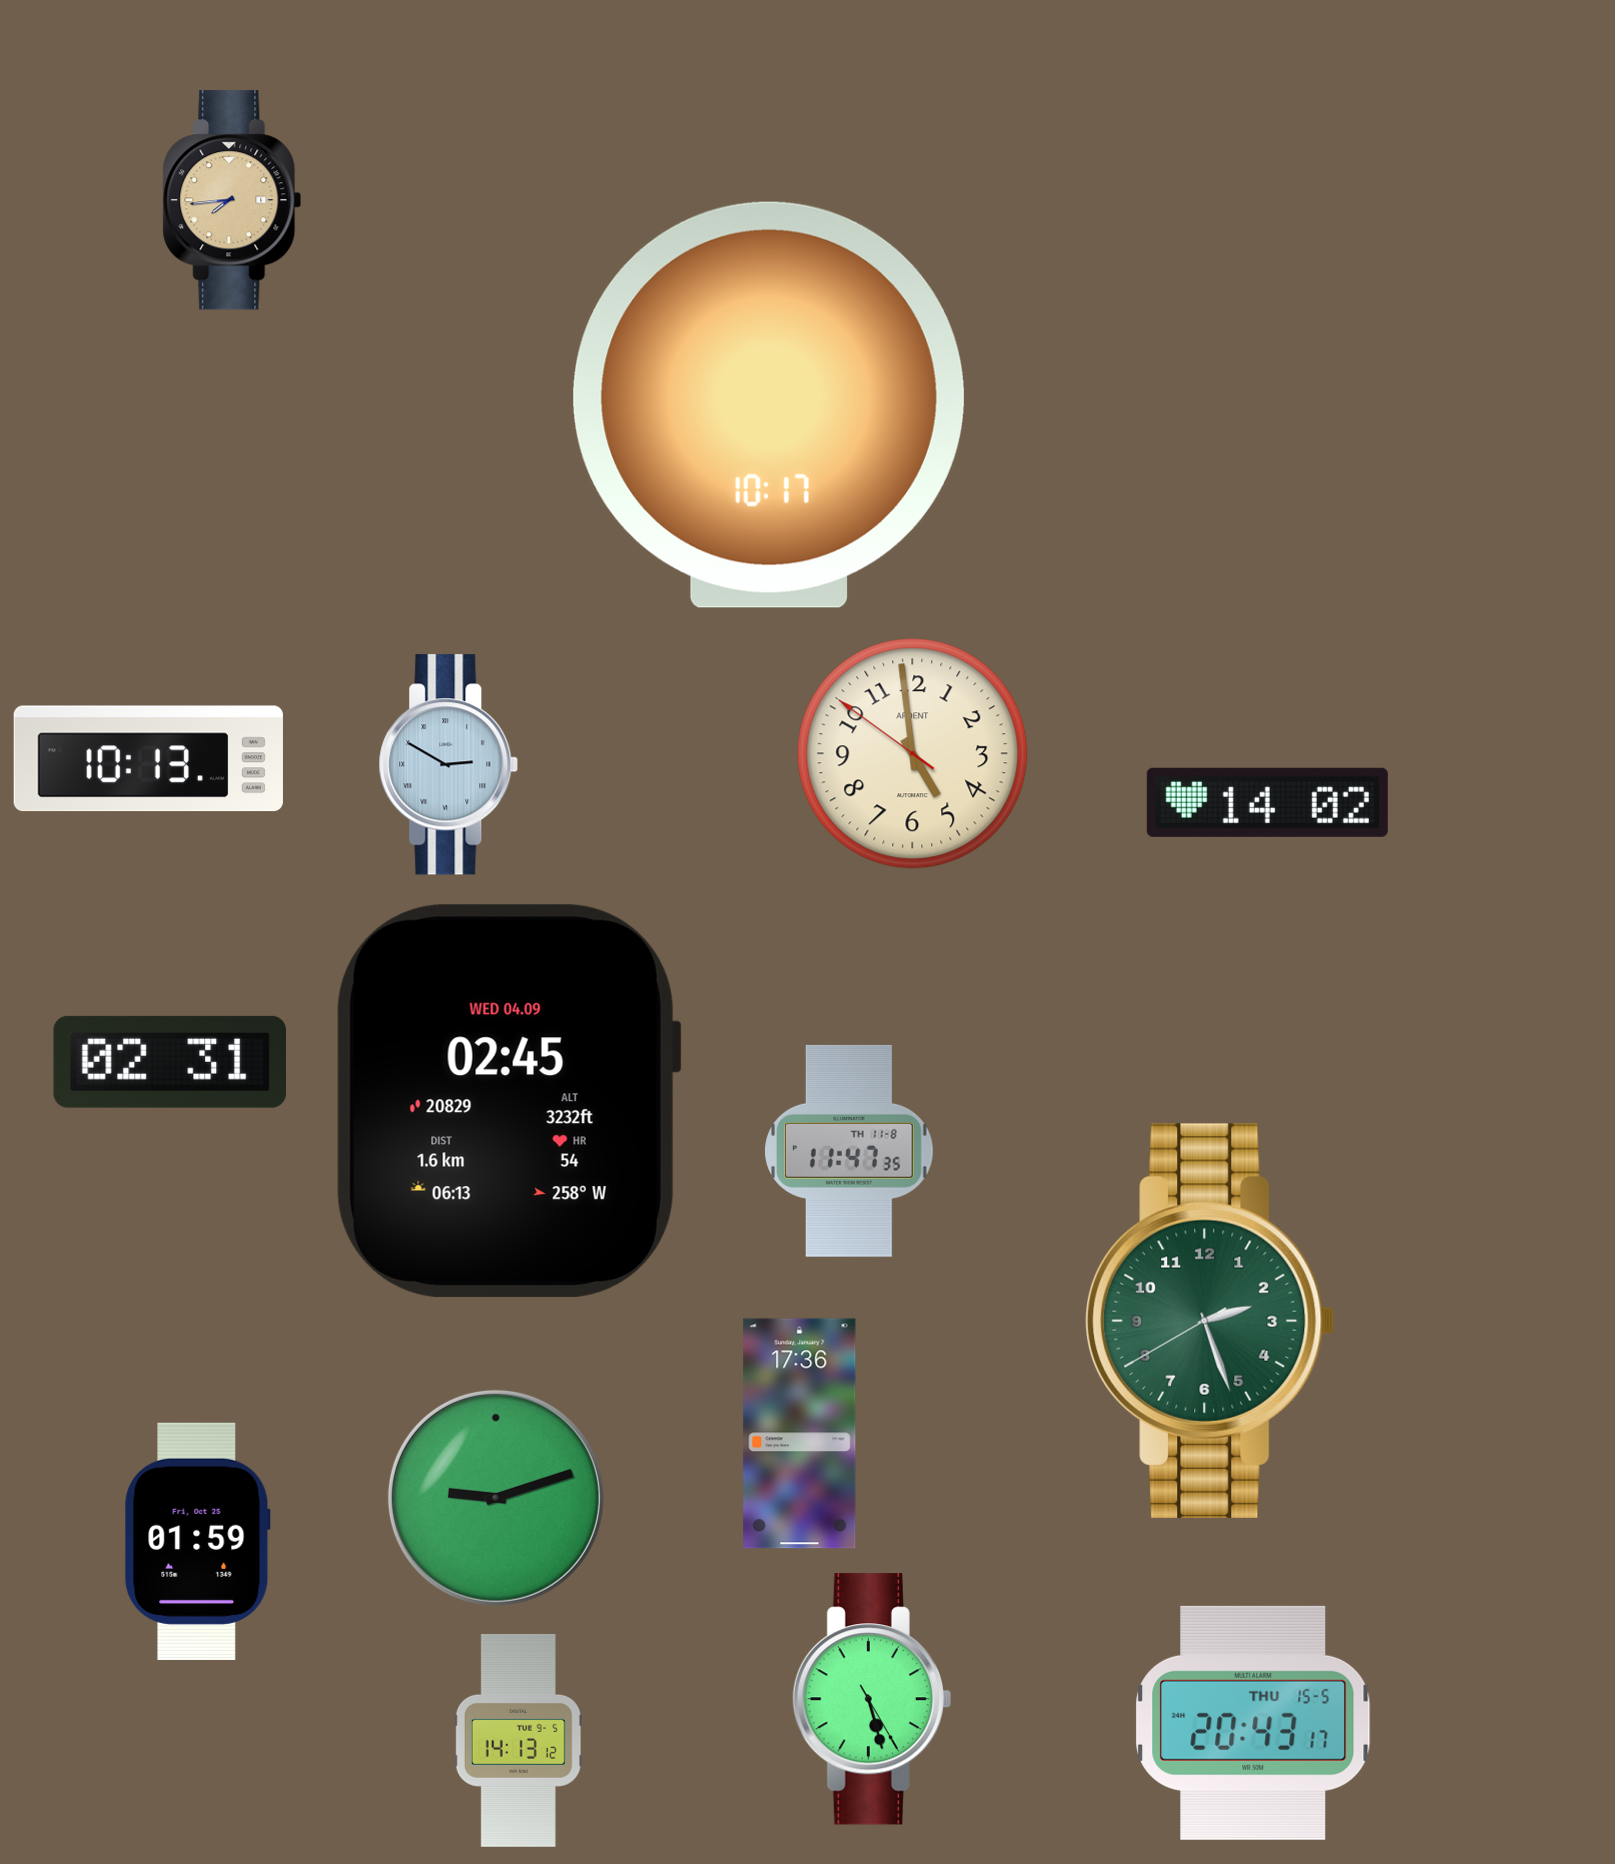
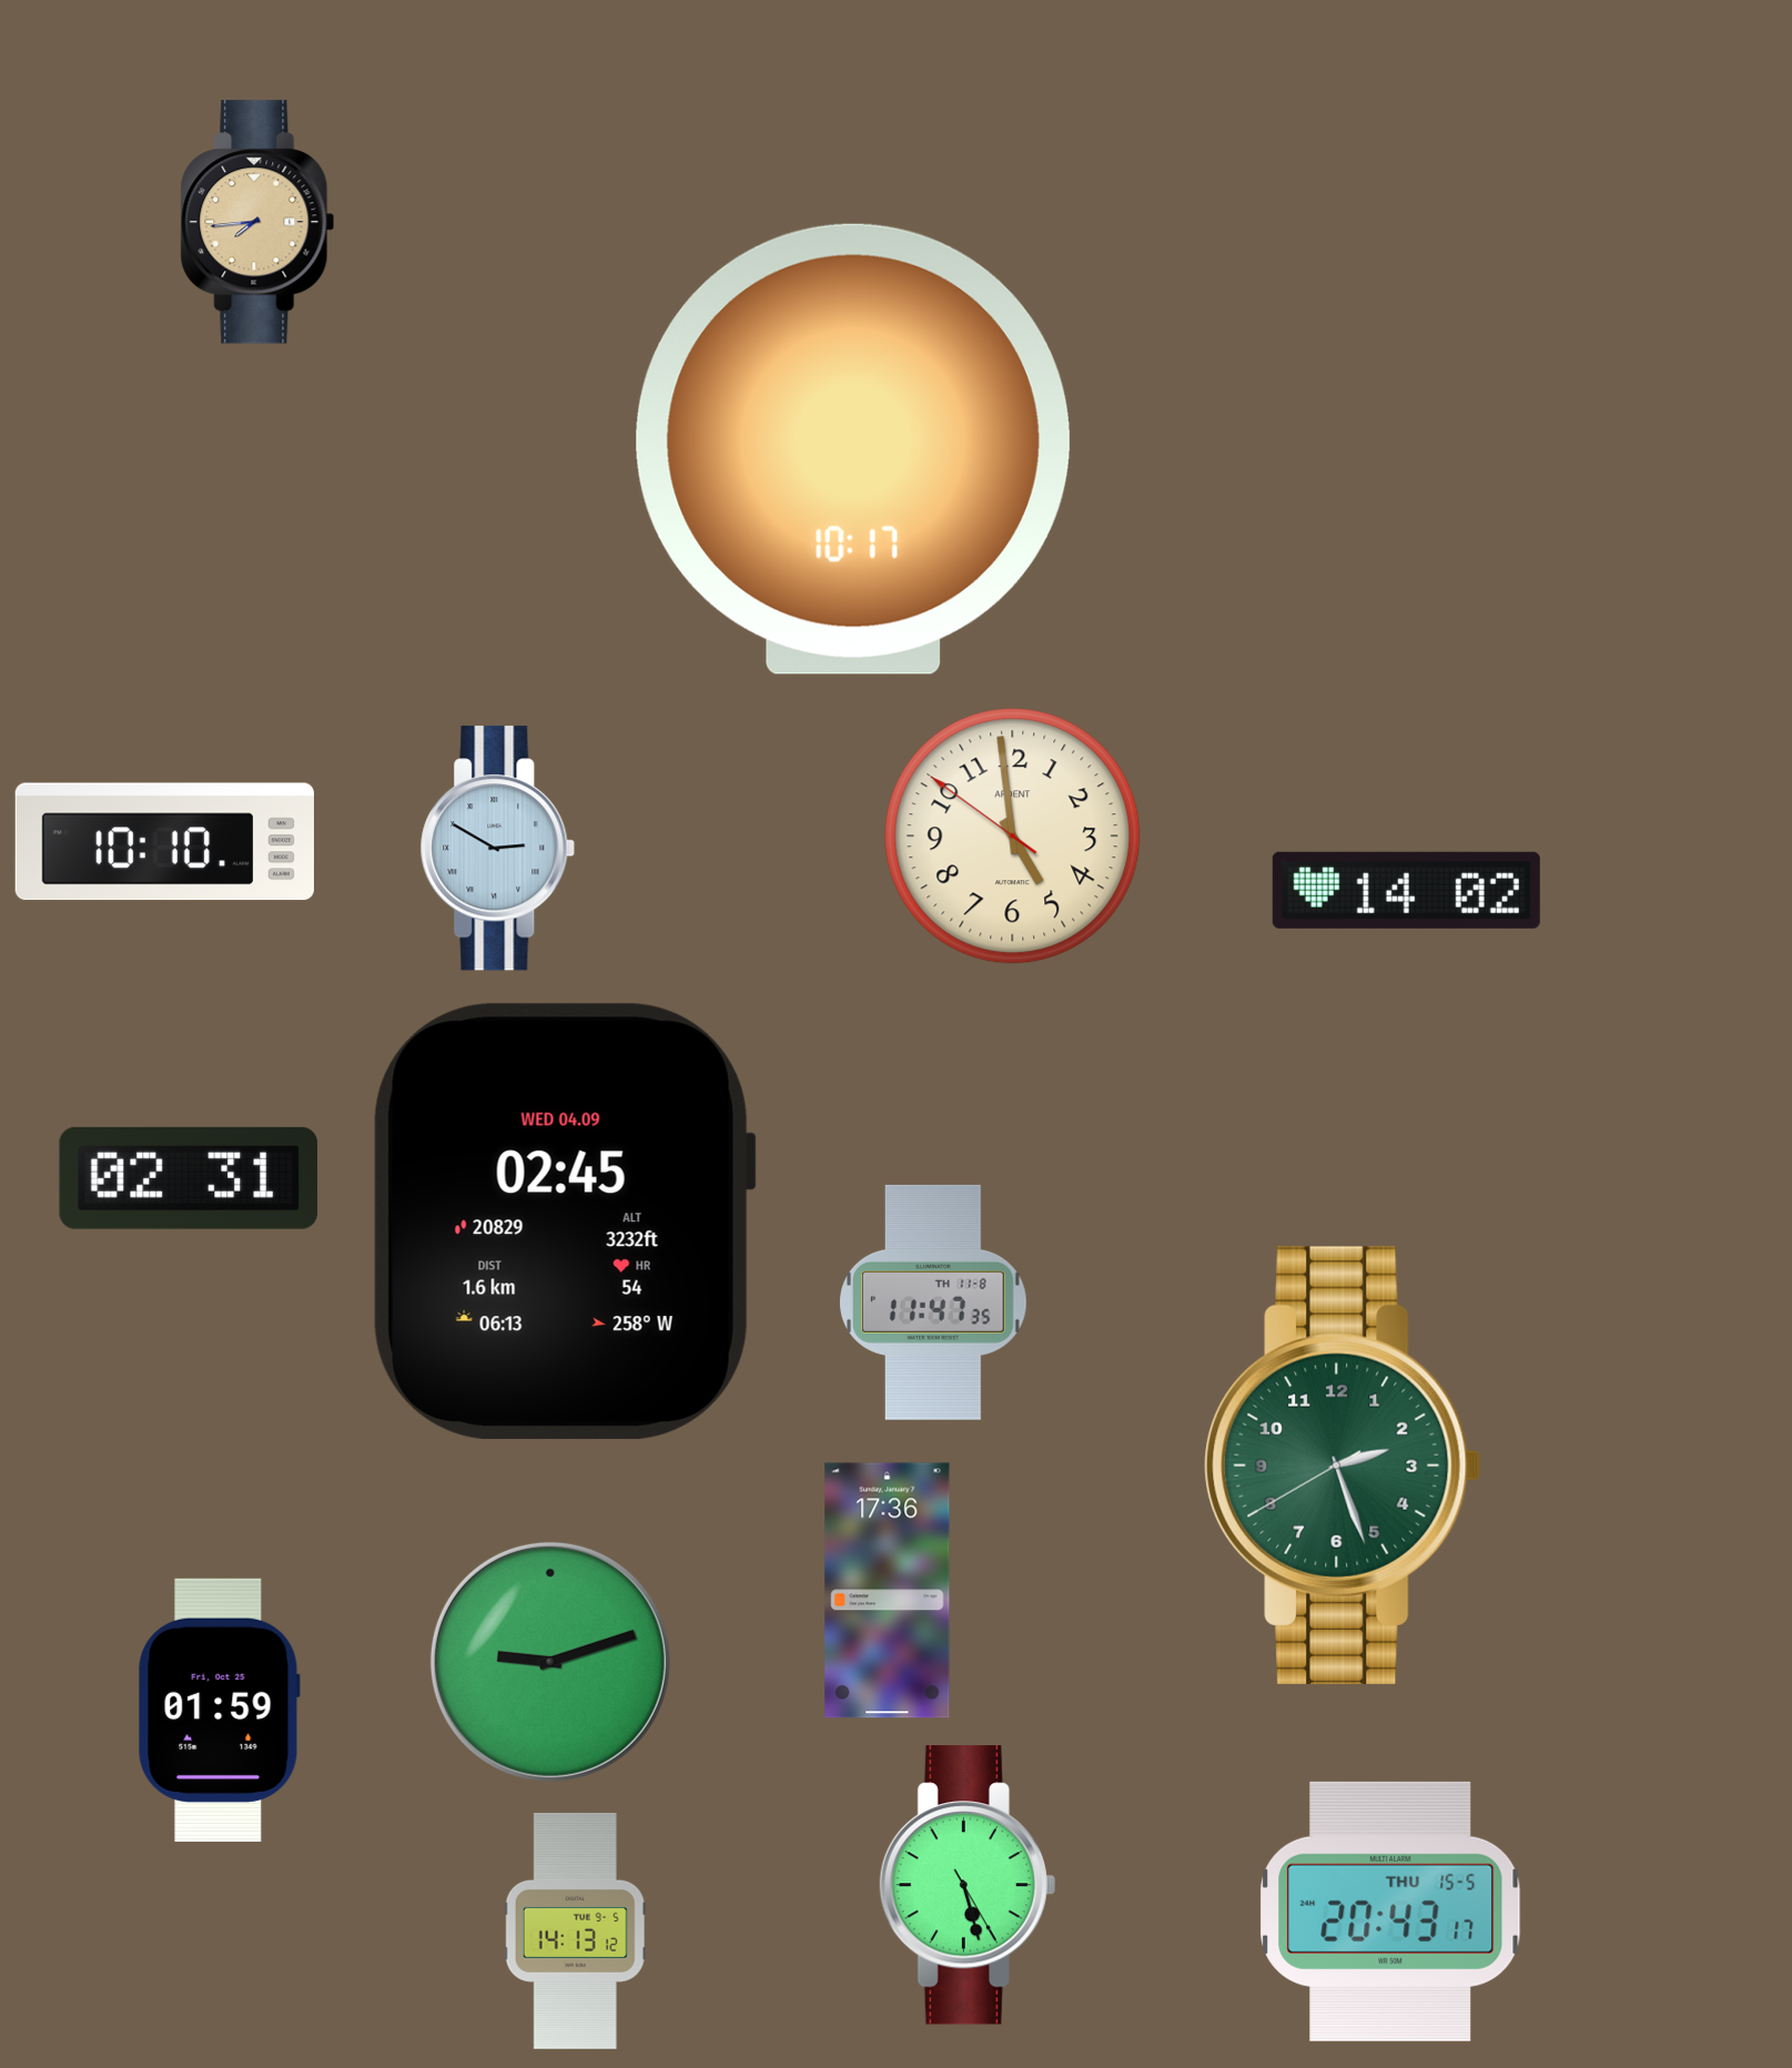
clock at (148, 759): 10:13 -> 10:10
clock at (850, 1151) position: (850, 1151) -> (934, 1302)
